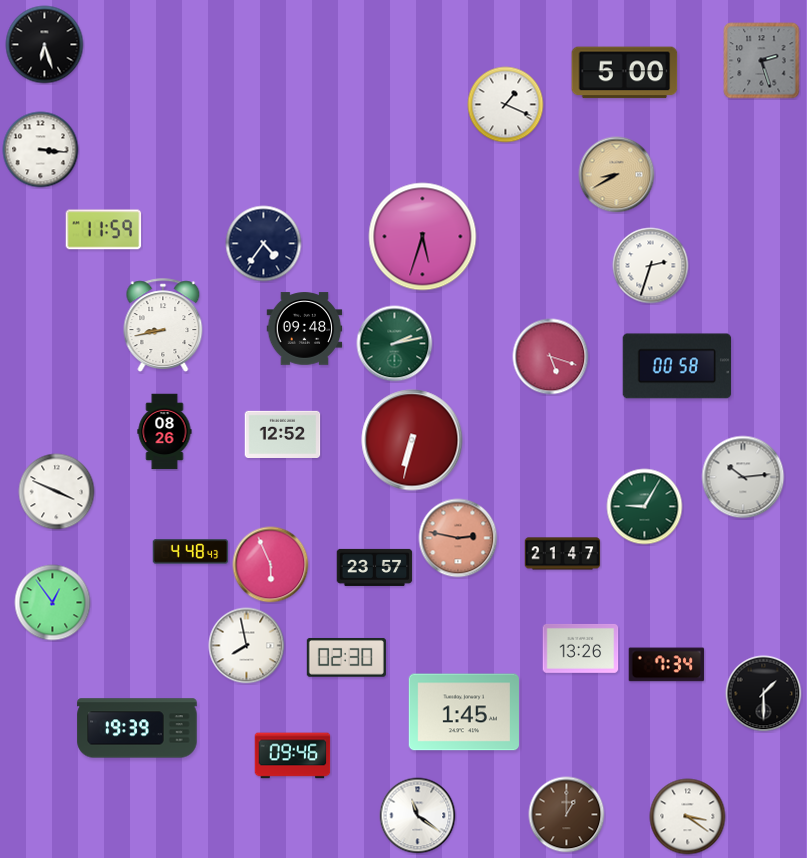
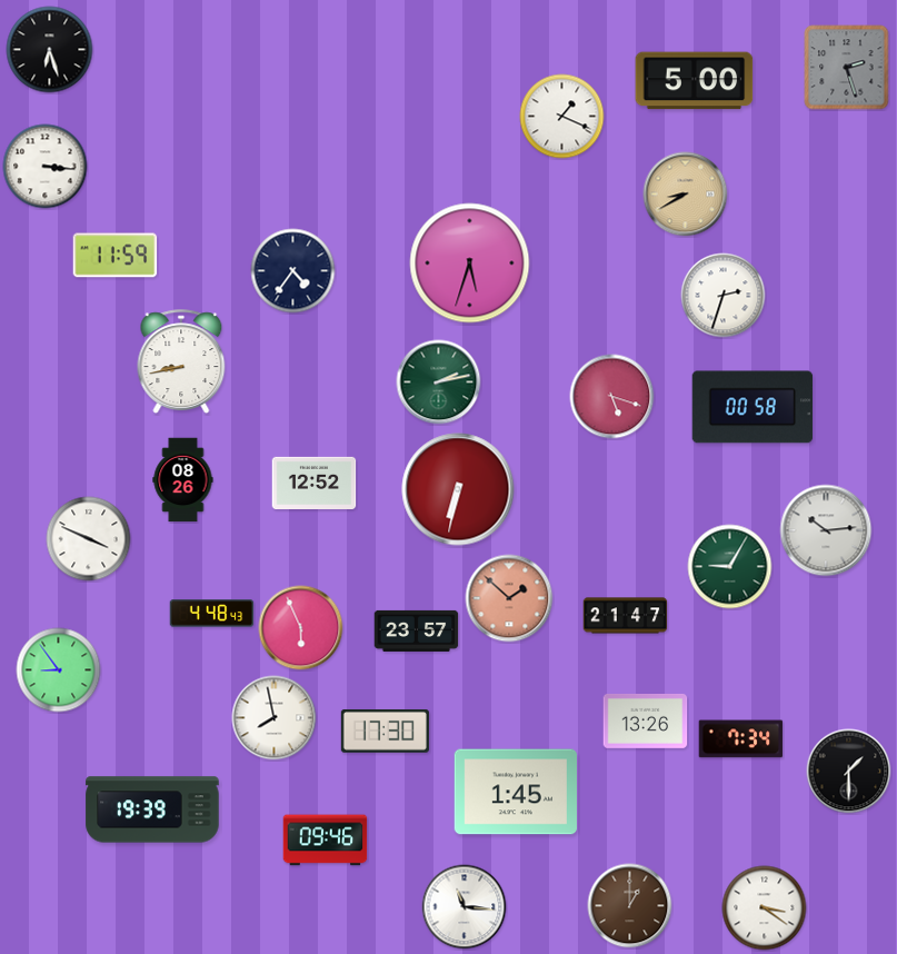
clock at (305, 329): 09:48 -> none
clock at (57, 492) position: (57, 492) -> (89, 539)
clock at (645, 507) position: (645, 507) -> (730, 567)
clock at (458, 538): 2:47 -> 1:52
clock at (53, 603): 12:54 -> 8:54
clock at (346, 658): 02:30 -> 17:30
clock at (418, 816): 11:21 -> 11:16
